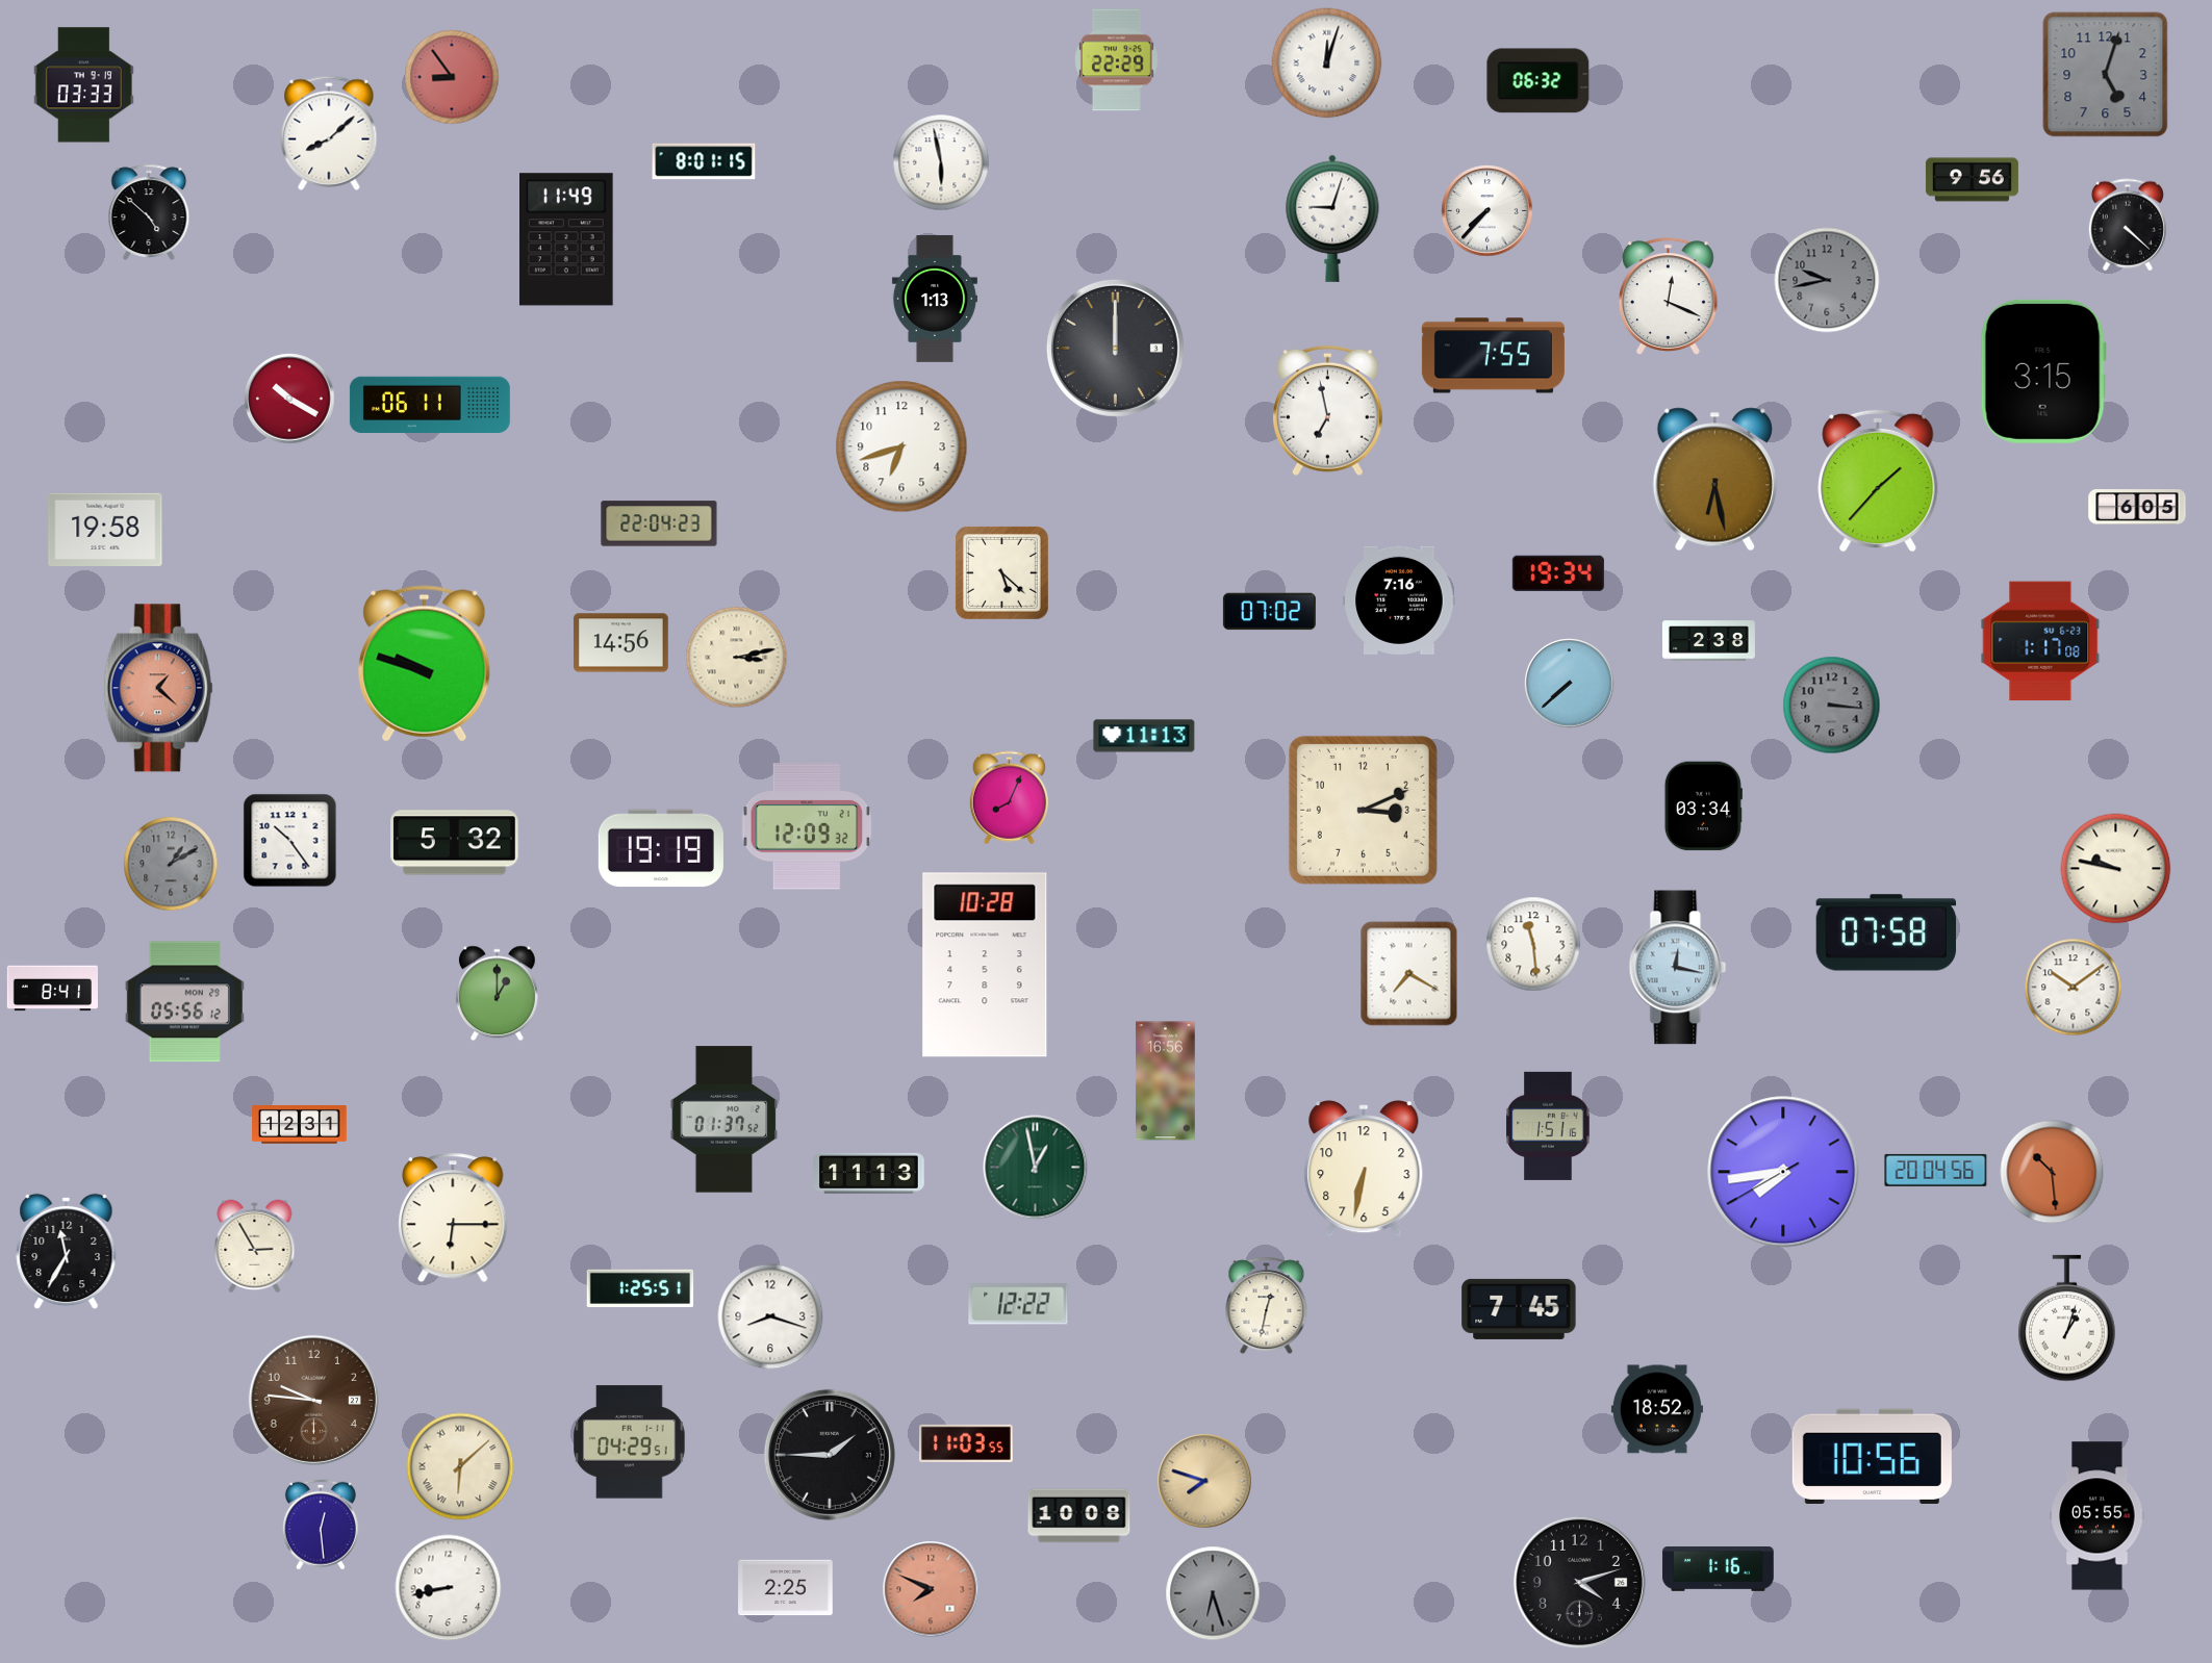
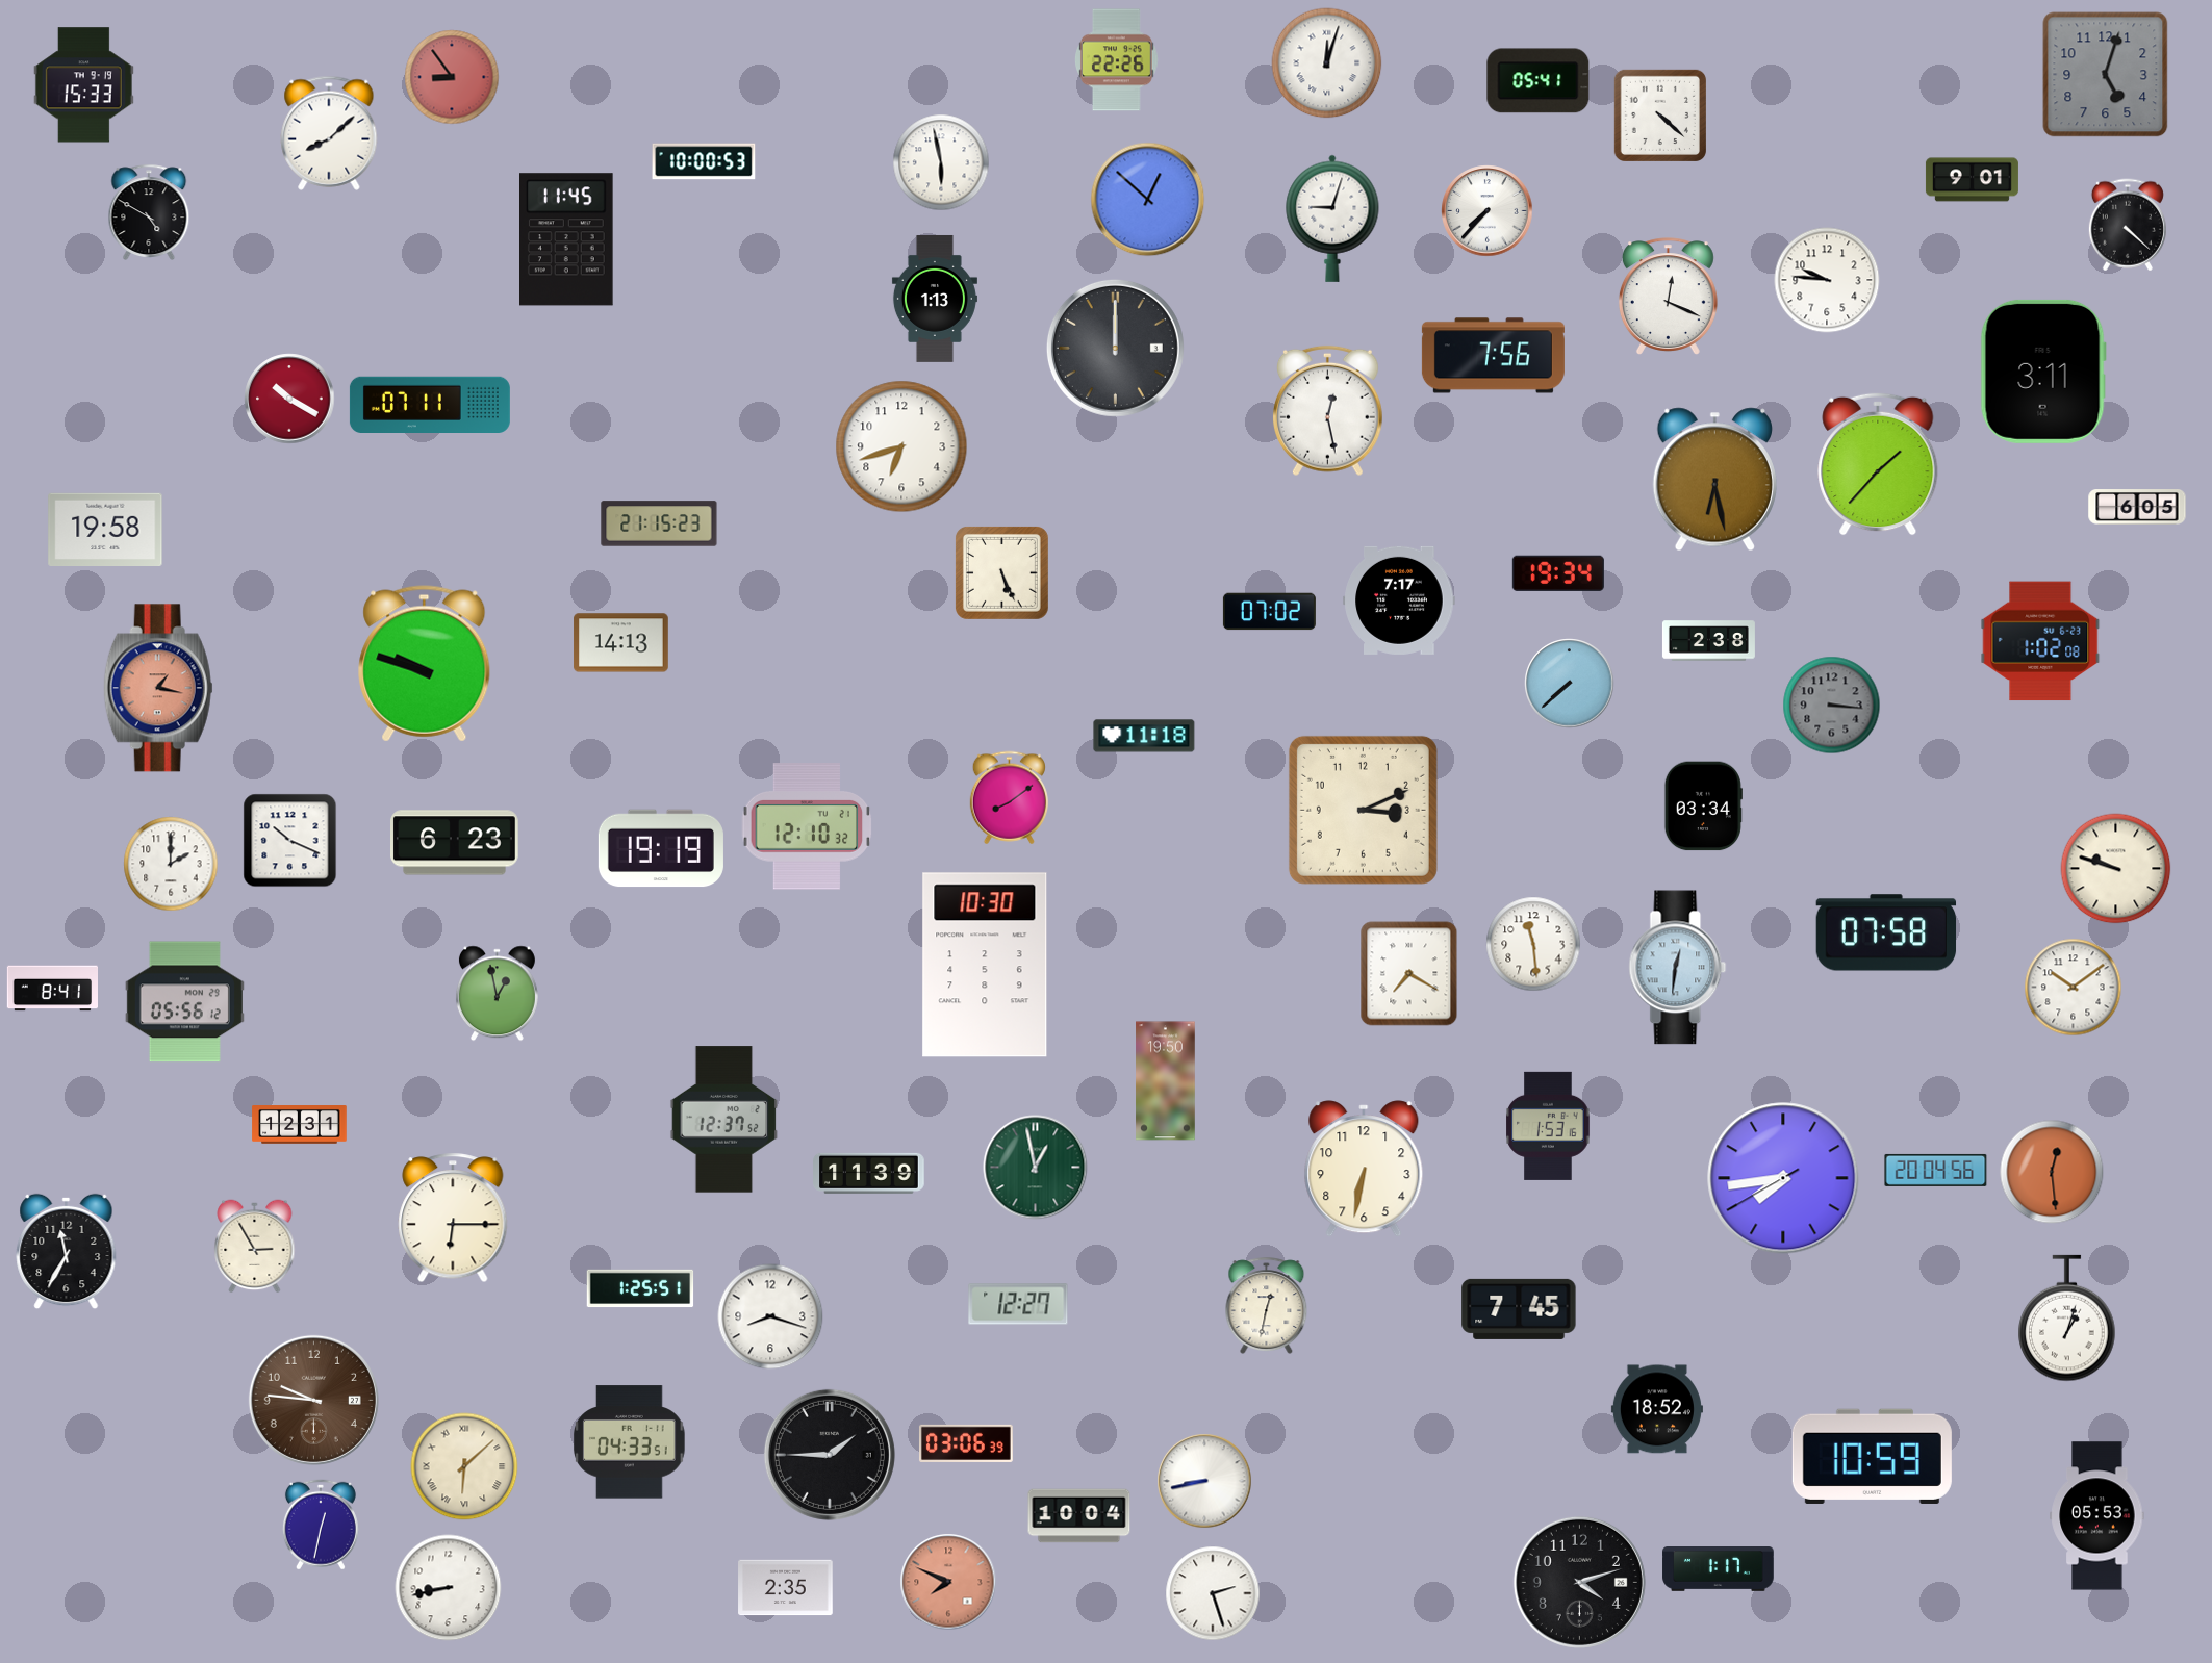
clock at (1117, 60): 22:29 -> 22:26
clock at (1539, 81): 06:32 -> 05:41
clock at (83, 85): 03:33 -> 15:33
clock at (1660, 116): none -> 4:22
clock at (704, 161): 8:01 -> 10:00
clock at (1972, 180): 9:56 -> 9:01
clock at (1148, 200): none -> 12:52
clock at (149, 212): 4:52 -> 4:50
clock at (567, 239): 11:49 -> 11:45
clock at (1827, 280): 9:43 -> 9:46
clock at (1827, 280) dial: grey -> white
clock at (1493, 356): 7:55 -> 7:56
clock at (2043, 372): 3:15 -> 3:11
clock at (430, 404): 06:11 -> 07:11
clock at (1327, 411): 6:58 -> 12:28
clock at (1878, 481) position: (1878, 481) -> (1878, 464)
clock at (659, 523): 22:04 -> 21:15
clock at (1001, 572): 5:22 -> 5:26
clock at (1399, 600): 7:16 -> 7:17
clock at (2040, 641): 1:17 -> 1:02
clock at (621, 643): 14:56 -> 14:13
clock at (737, 658): 3:13 -> none
clock at (158, 688): 1:22 -> 1:17
clock at (1144, 736): 11:13 -> 11:18
clock at (1009, 798): 8:04 -> 8:09
clock at (807, 826): 12:09 -> 12:10
clock at (290, 841): 10:24 -> 10:19
clock at (455, 843): 5:32 -> 6:23
clock at (171, 864): 1:10 -> 2:00
clock at (171, 864) dial: grey -> white
clock at (2116, 869): 9:47 -> 9:48
clock at (985, 965): 10:28 -> 10:30
clock at (1678, 968): 12:17 -> 12:31
clock at (497, 994): 1:00 -> 12:58
clock at (1166, 1081): 16:56 -> 19:50
clock at (724, 1120): 01:37 -> 12:37
clock at (1548, 1126): 1:51 -> 1:53
clock at (1783, 1172) position: (1783, 1172) -> (1783, 1178)
clock at (2052, 1172): 10:29 -> 12:29
clock at (869, 1173): 11:13 -> 11:39
clock at (1018, 1304): 12:22 -> 12:27
clock at (630, 1442): 04:29 -> 04:33
clock at (966, 1443): 11:03 -> 03:06
clock at (1872, 1456): 10:56 -> 10:59
clock at (460, 1466) position: (460, 1466) -> (464, 1466)
clock at (1204, 1481): 7:48 -> 8:43
clock at (1204, 1481) dial: champagne -> white
clock at (1079, 1516): 10:08 -> 10:04
clock at (2097, 1516): 05:55 -> 05:53
clock at (321, 1525): 12:29 -> 12:32
clock at (1719, 1569): 1:16 -> 1:17
clock at (786, 1588): 2:25 -> 2:35
clock at (931, 1589) position: (931, 1589) -> (948, 1582)
clock at (1213, 1593): 6:27 -> 2:27
clock at (1213, 1593) dial: grey -> white
